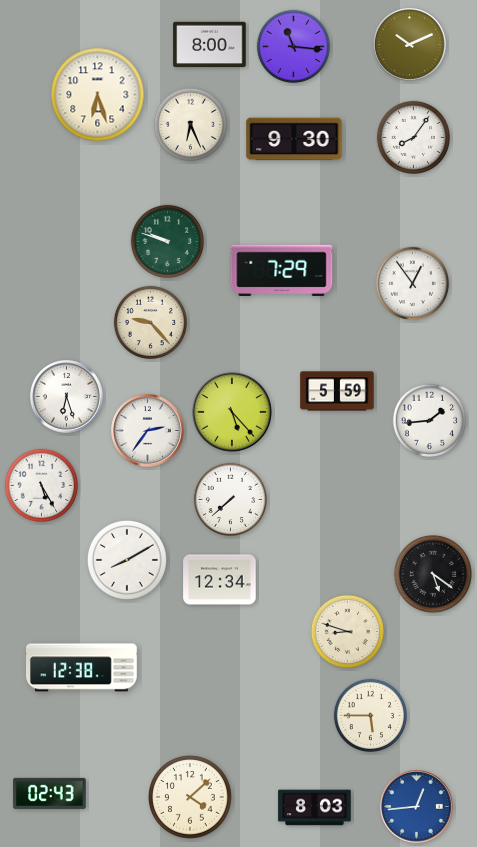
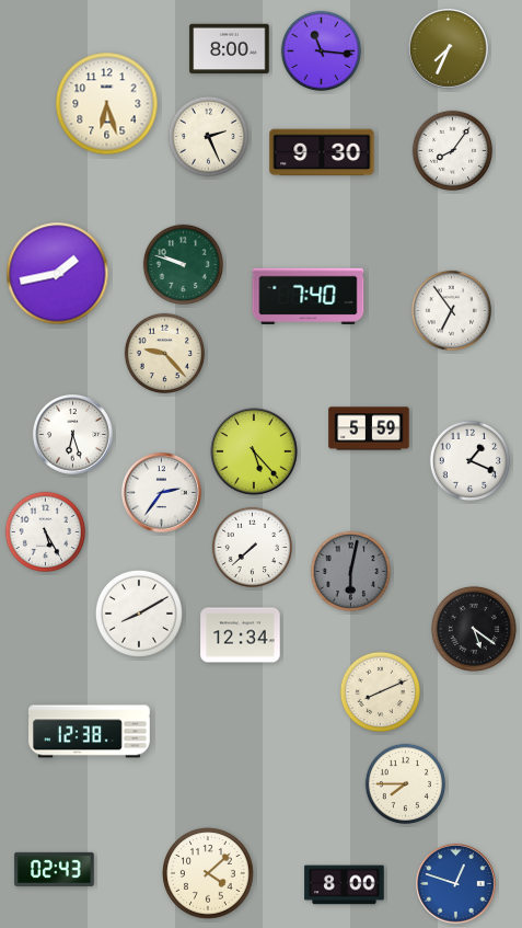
clock at (410, 45): 10:11 -> 7:34
clock at (190, 124): 6:26 -> 2:26
clock at (58, 274): none -> 1:43
clock at (282, 270): 7:29 -> 7:40
clock at (412, 283): 12:54 -> 6:54
clock at (429, 420): 1:44 -> 1:19
clock at (148, 431) position: (148, 431) -> (162, 493)
clock at (350, 571): none -> 6:02
clock at (347, 631): 8:48 -> 8:11
clock at (370, 715): 5:45 -> 7:45
clock at (417, 807): 12:44 -> 12:48
clock at (315, 808): 8:03 -> 8:00
